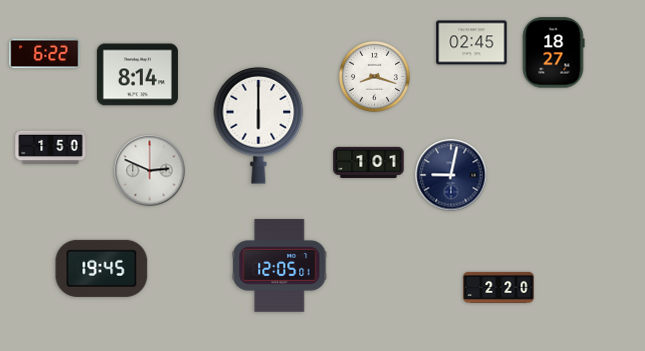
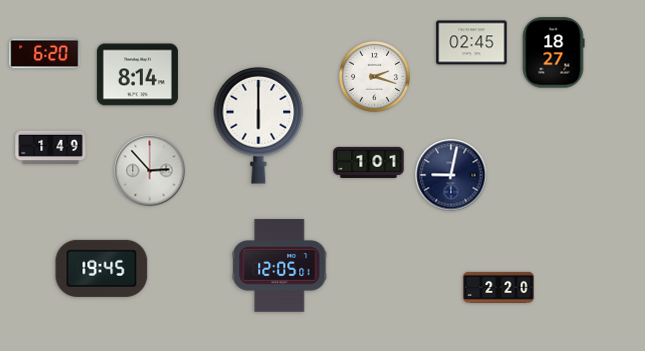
clock at (45, 54): 6:22 -> 6:20
clock at (374, 76): 8:18 -> 2:18
clock at (51, 148): 1:50 -> 1:49
clock at (150, 171): 2:49 -> 2:53
